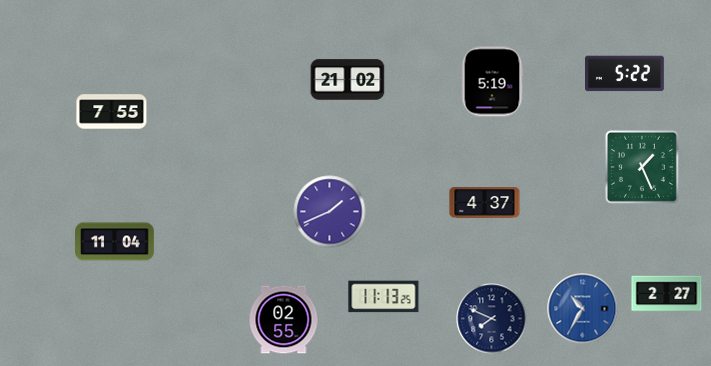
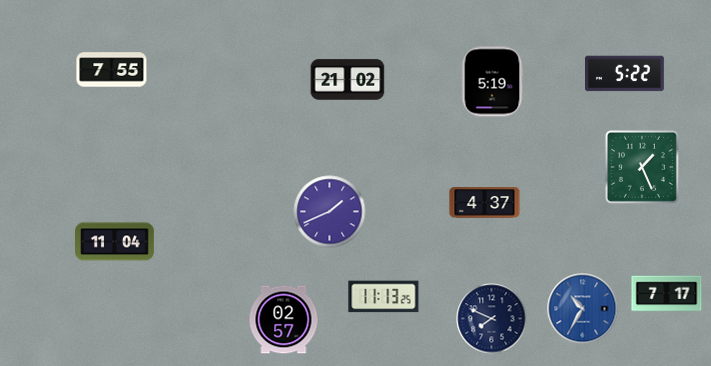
clock at (112, 112) position: (112, 112) -> (112, 70)
clock at (667, 294): 2:27 -> 7:17
clock at (284, 320): 02:55 -> 02:57
